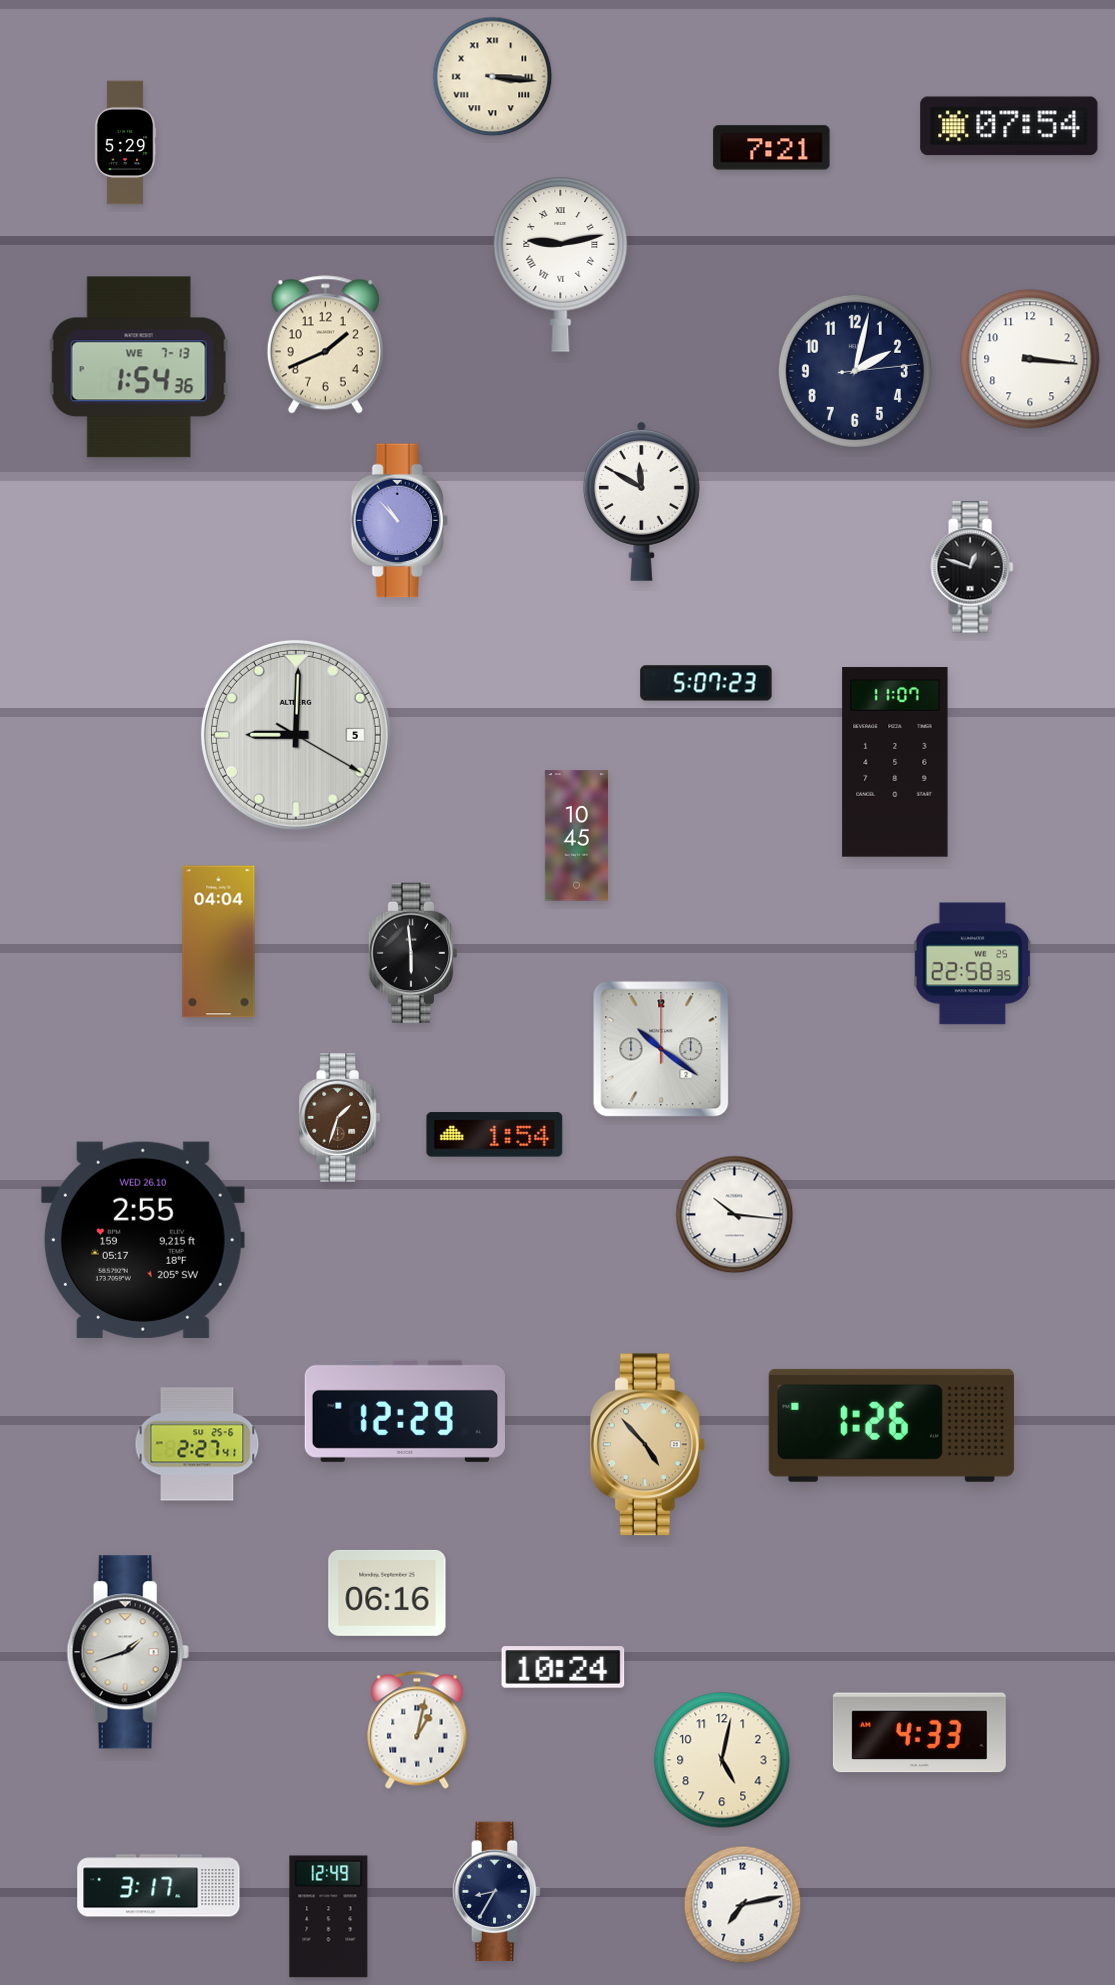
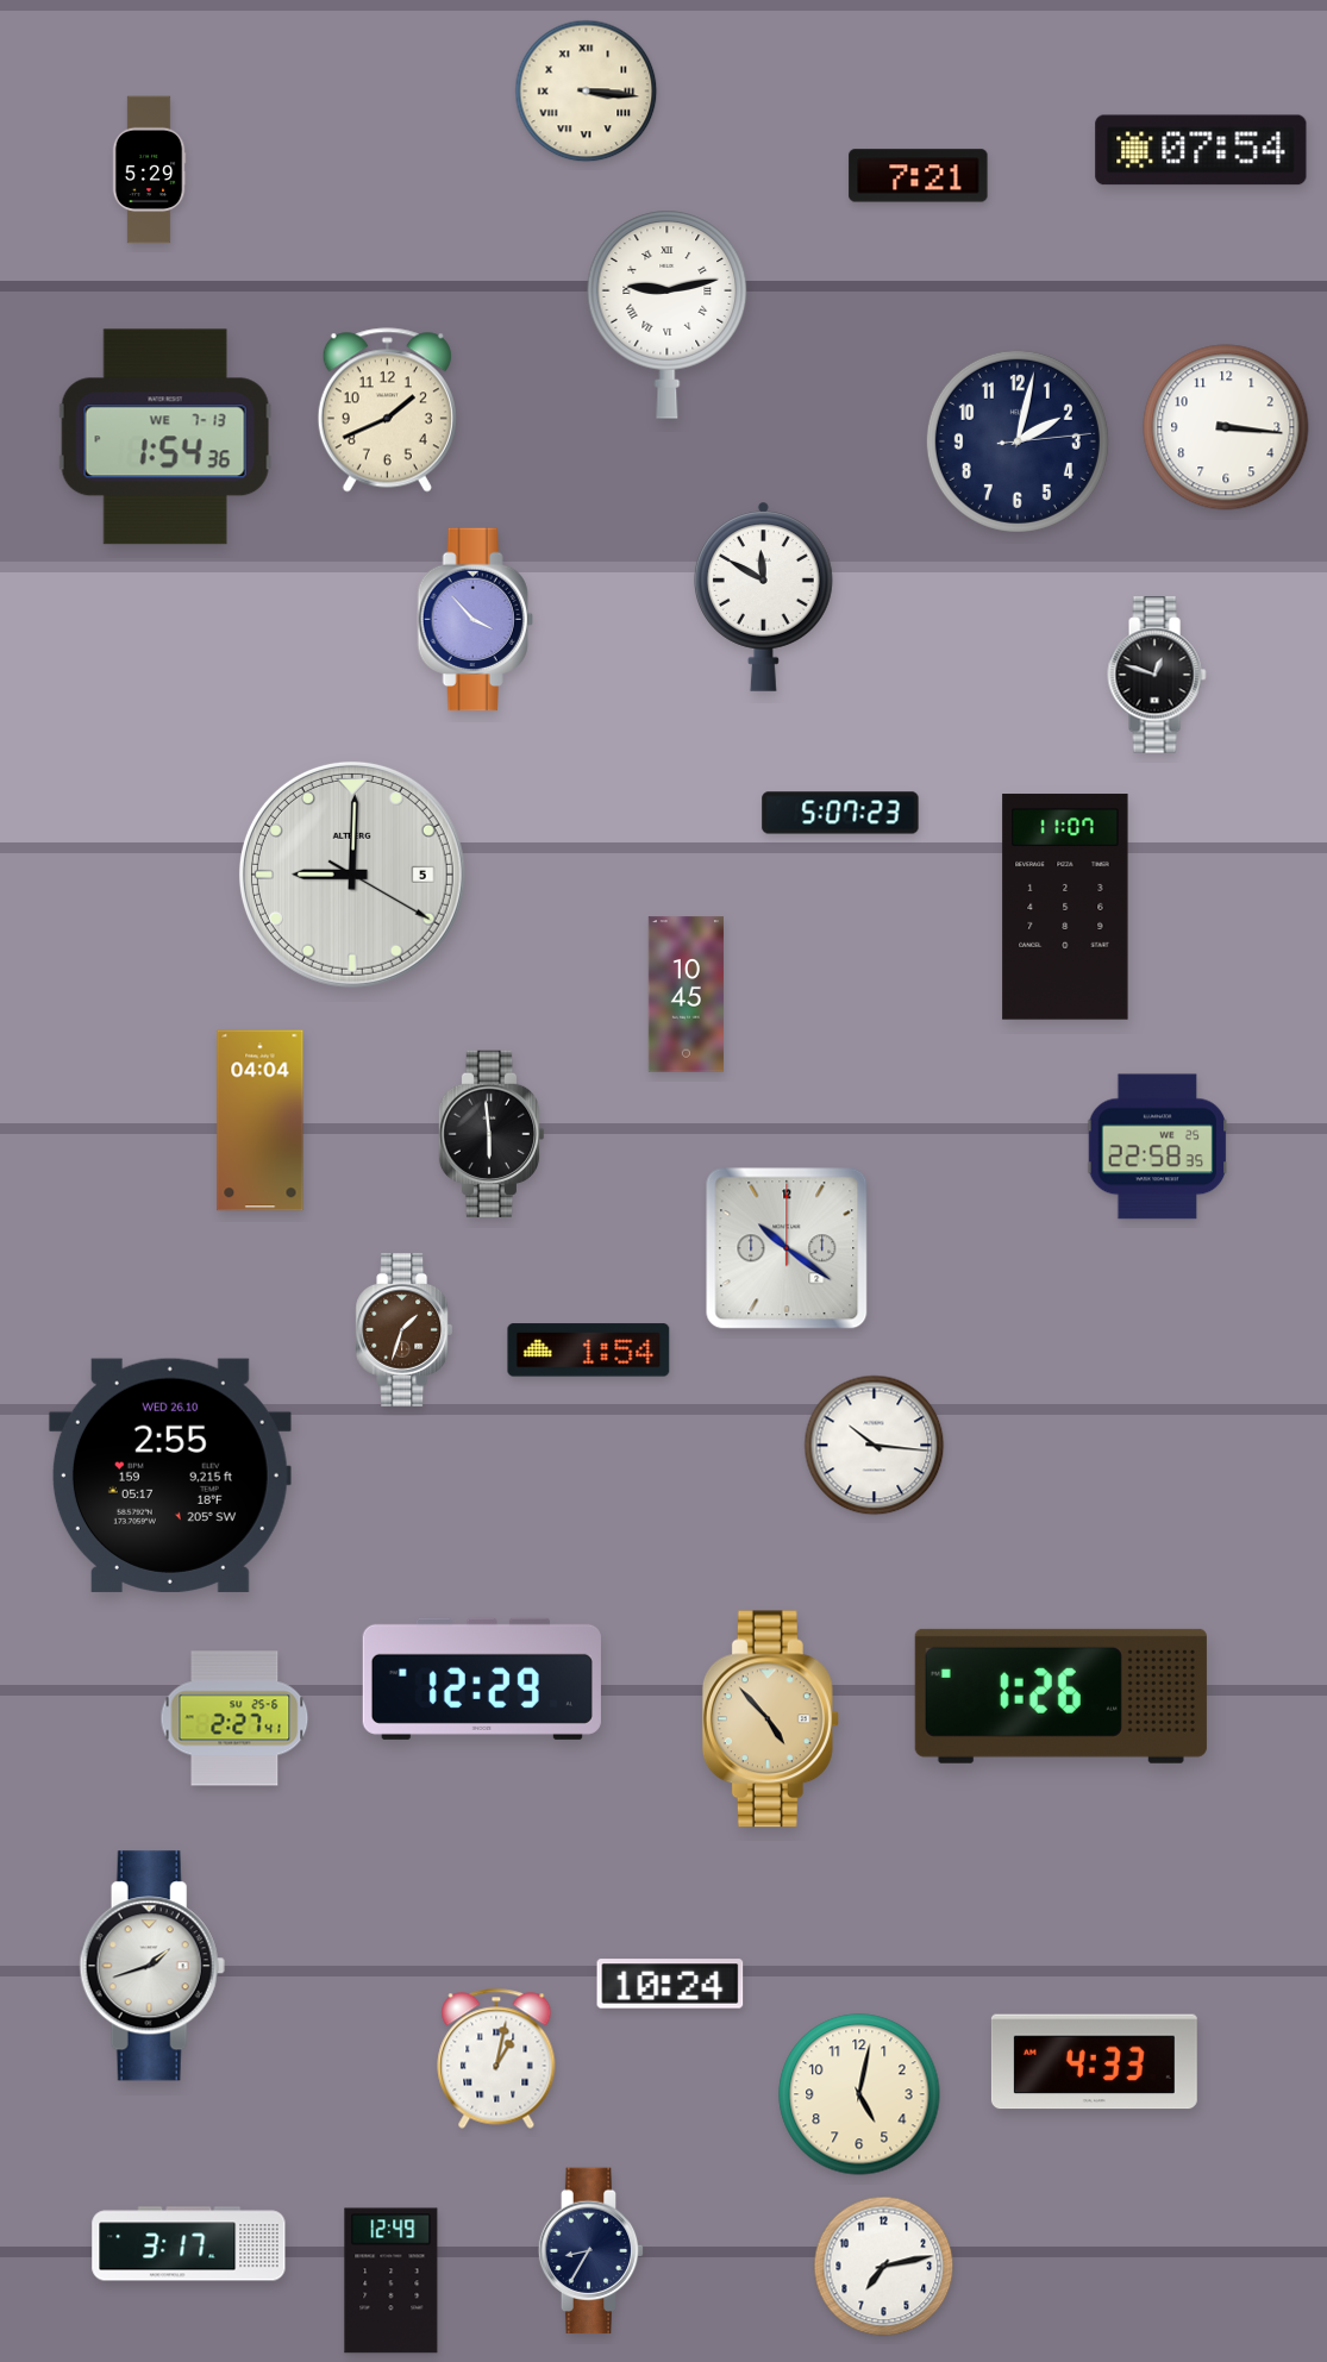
clock at (399, 521): 10:53 -> 3:53
clock at (387, 1593): 06:16 -> none
